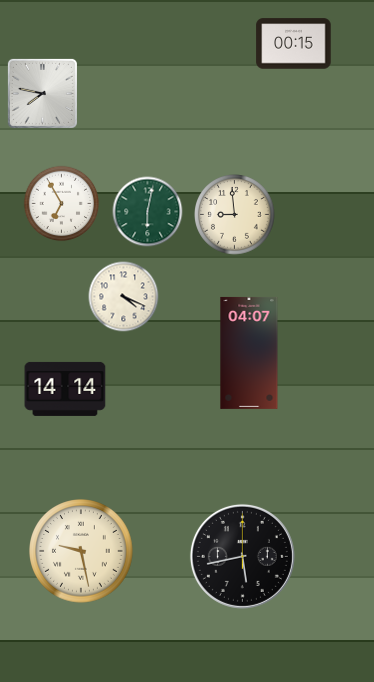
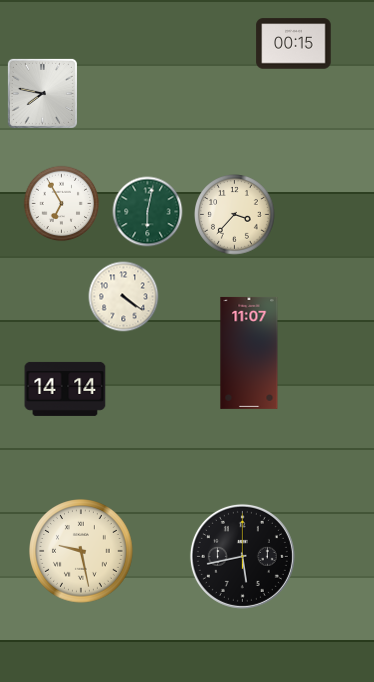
clock at (235, 215): 8:59 -> 3:37
clock at (124, 297): 4:19 -> 4:21
clock at (249, 353): 04:07 -> 11:07
